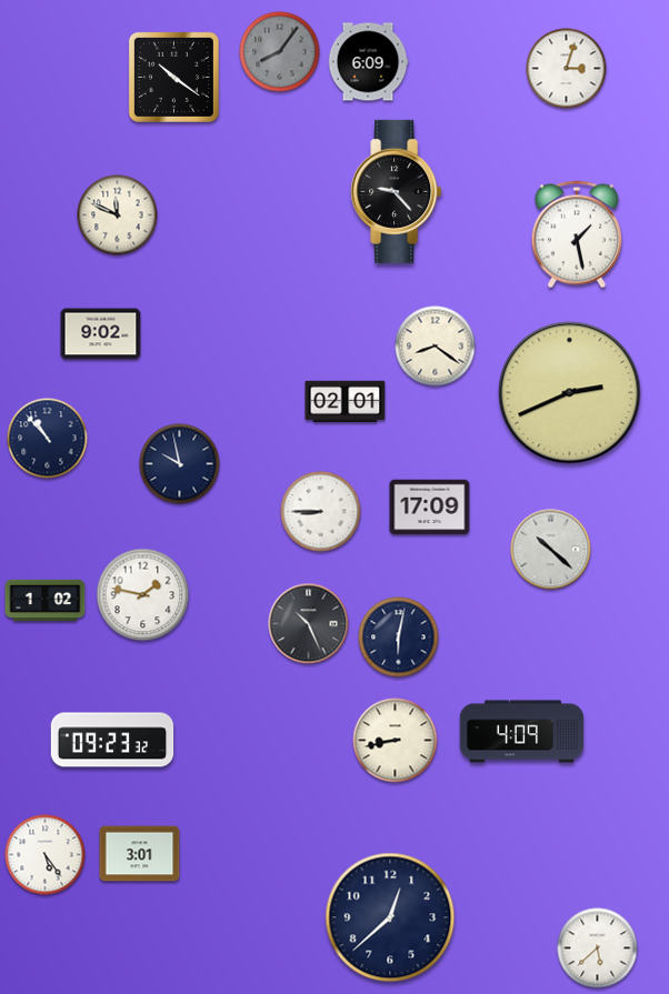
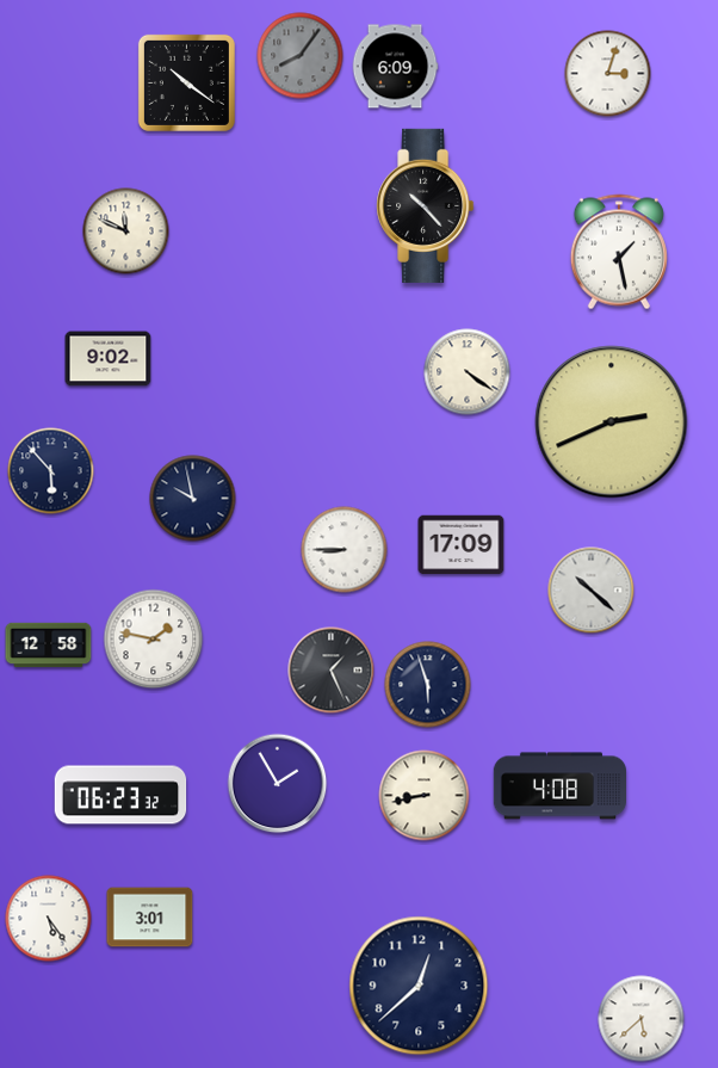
clock at (397, 191): 9:23 -> 10:23
clock at (436, 347): 8:21 -> 4:21
clock at (346, 401): 02:01 -> none
clock at (48, 439): 10:53 -> 5:53
clock at (46, 601): 1:02 -> 12:58
clock at (309, 624): 10:26 -> 1:26
clock at (399, 637): 6:02 -> 5:57
clock at (278, 784): none -> 1:55
clock at (521, 732): 4:09 -> 4:08
clock at (112, 740): 09:23 -> 06:23
